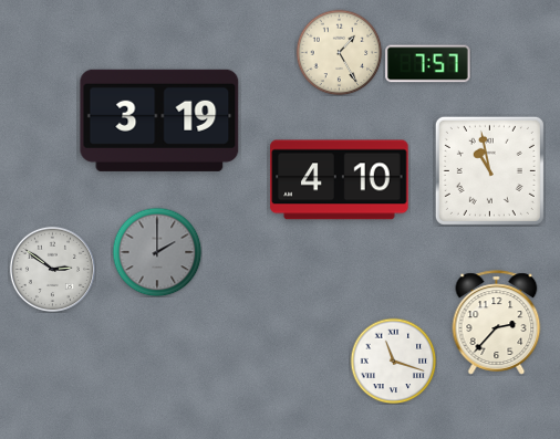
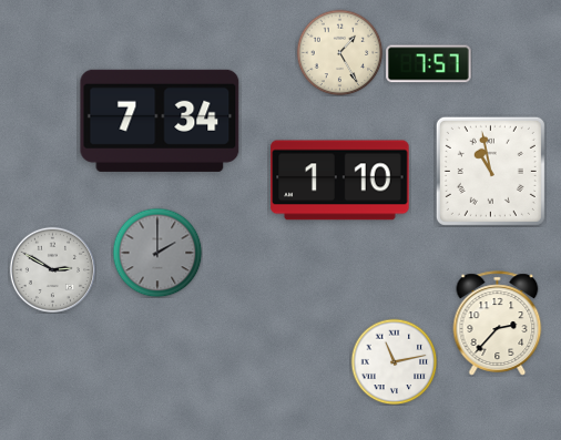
clock at (159, 121): 3:19 -> 7:34
clock at (340, 180): 4:10 -> 1:10
clock at (52, 269): 2:51 -> 2:50
clock at (393, 360): 11:18 -> 11:13
